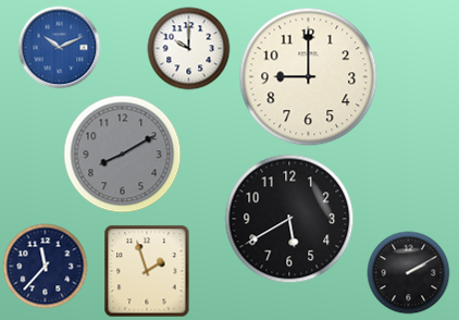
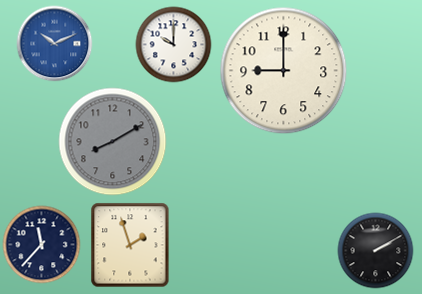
clock at (289, 219): 5:40 -> none
clock at (147, 271) position: (147, 271) -> (130, 245)
